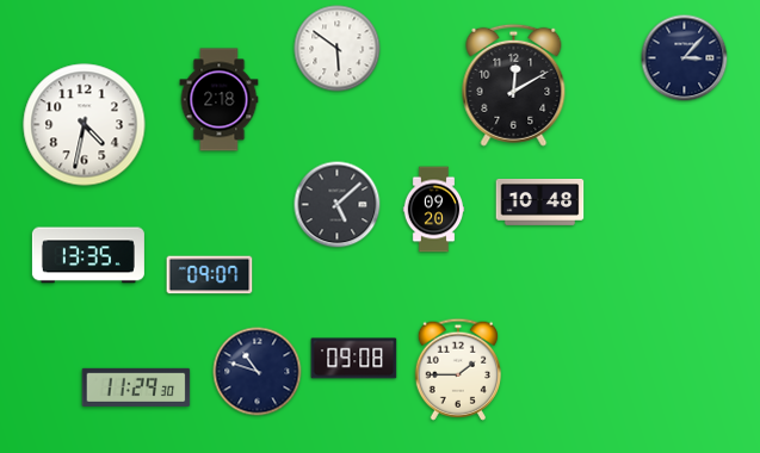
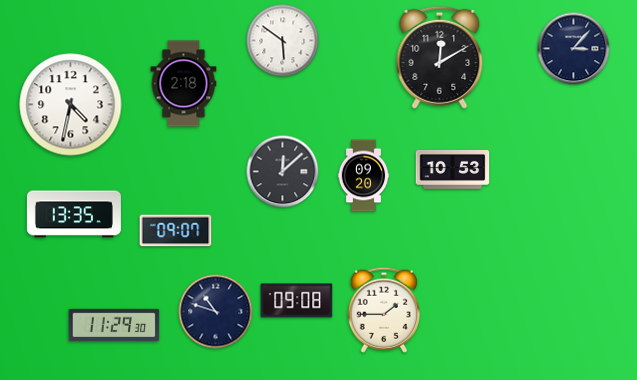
clock at (514, 85) position: (514, 85) -> (440, 57)
clock at (540, 203): 10:48 -> 10:53
clock at (338, 205): 5:08 -> 12:08
